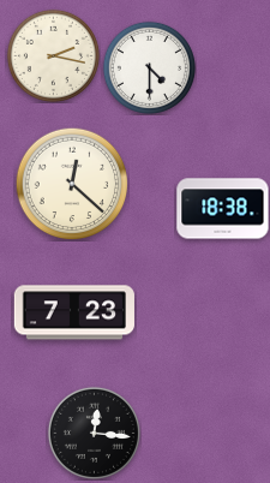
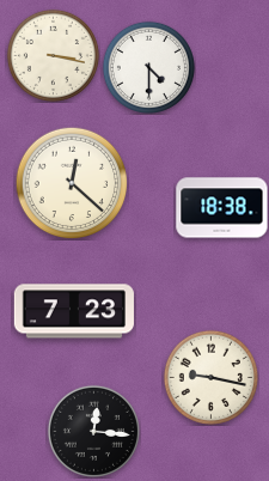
clock at (53, 55): 2:17 -> 3:17
clock at (210, 377): none -> 9:17
